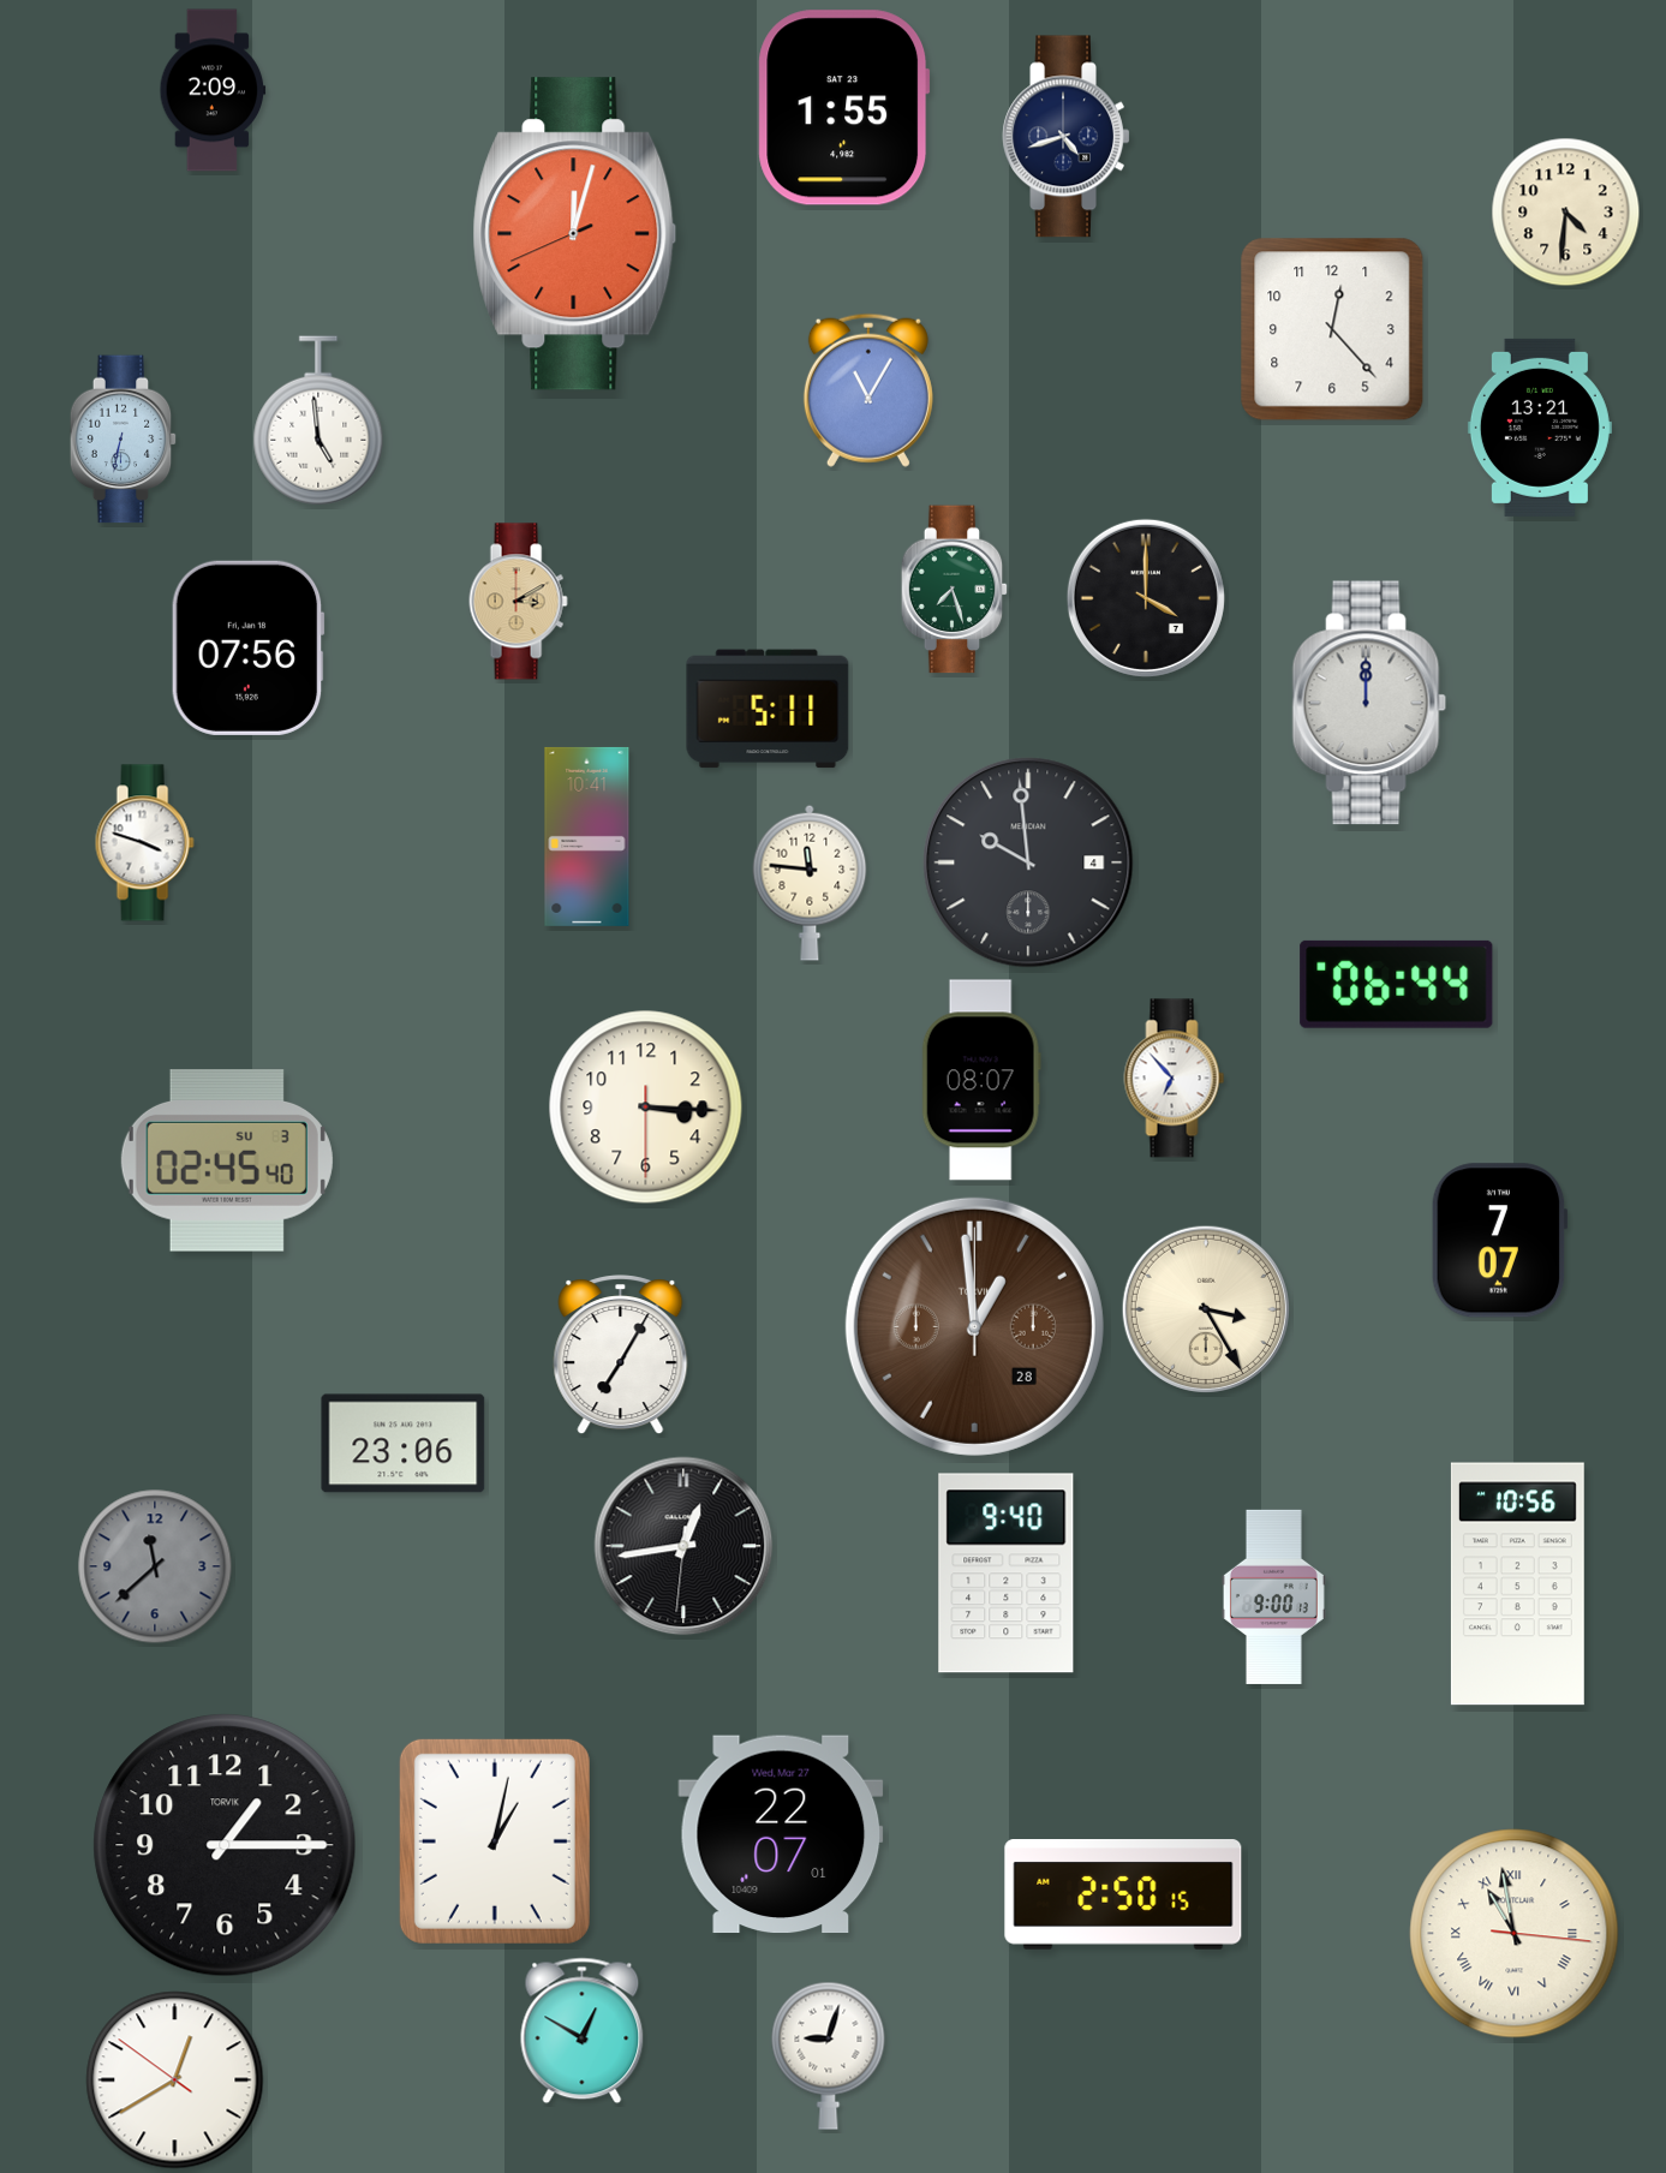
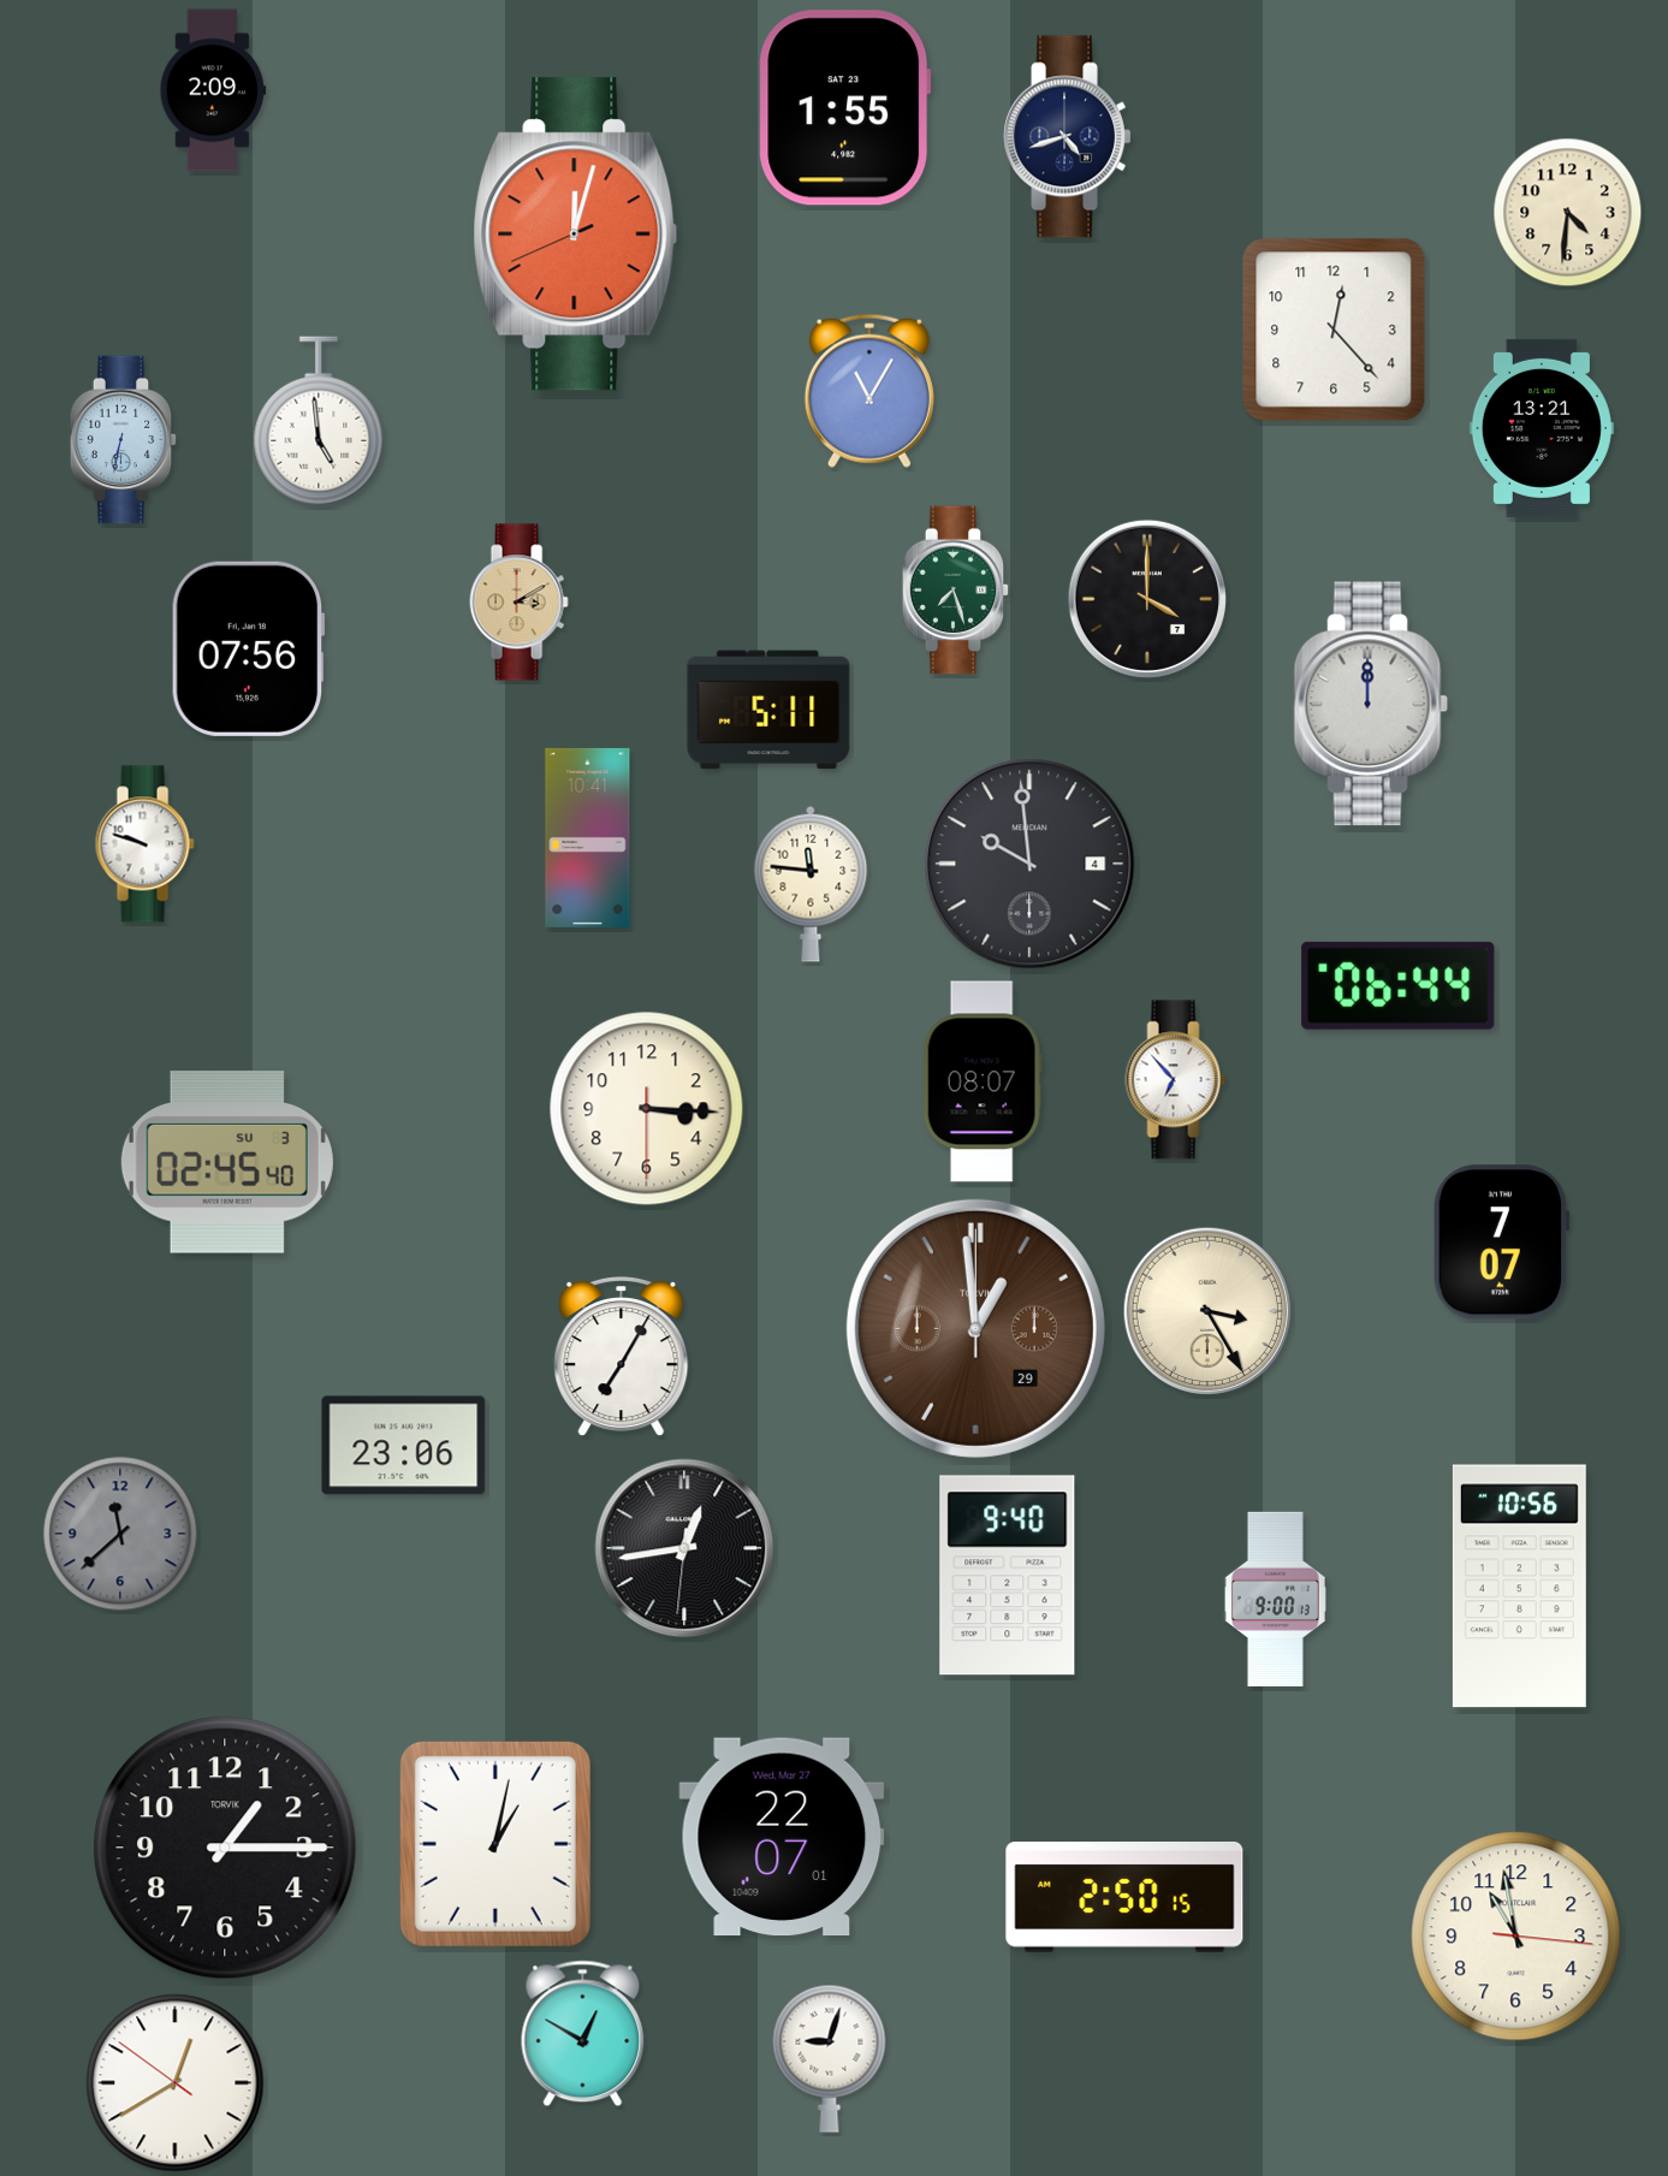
clock at (144, 843): 3:48 -> 9:48
clock at (974, 1326) date: 28 -> 29
clock at (155, 1566) position: (155, 1566) -> (120, 1534)
clock at (1515, 1934) numerals: Roman -> Arabic
